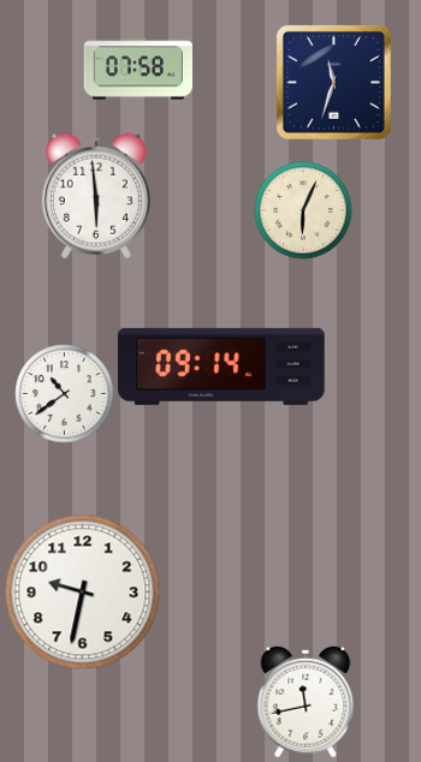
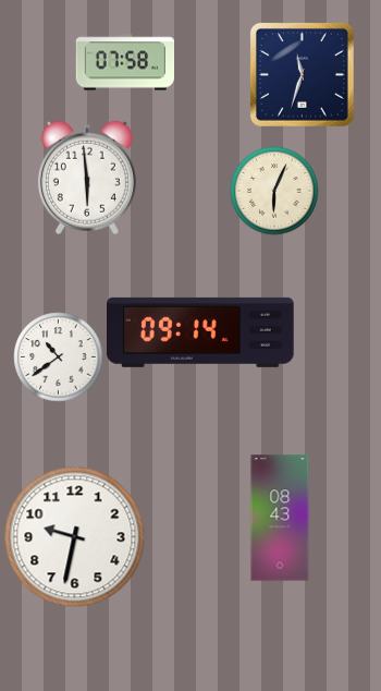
clock at (280, 518): none -> 08:43
clock at (306, 702): 11:43 -> none
